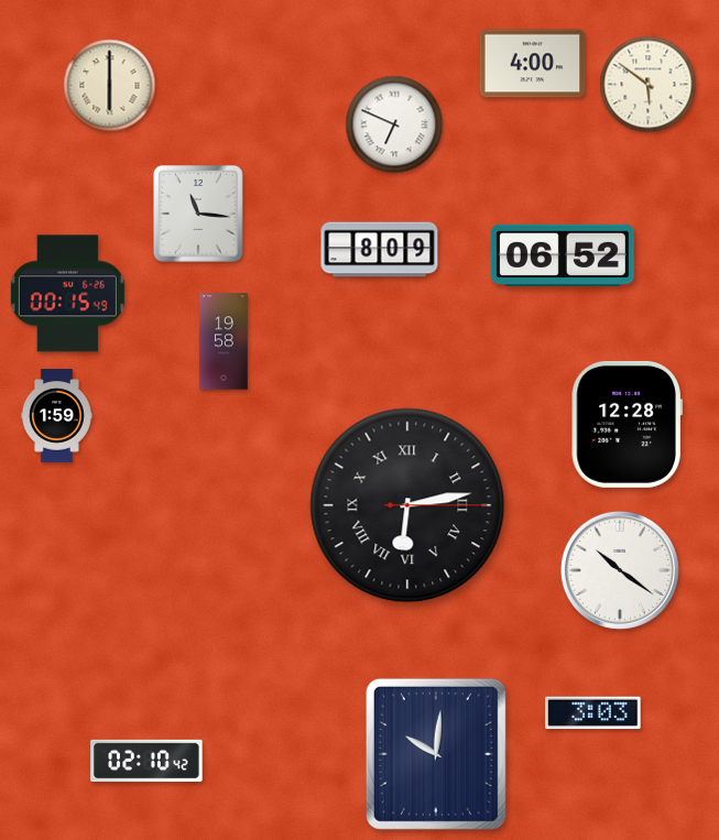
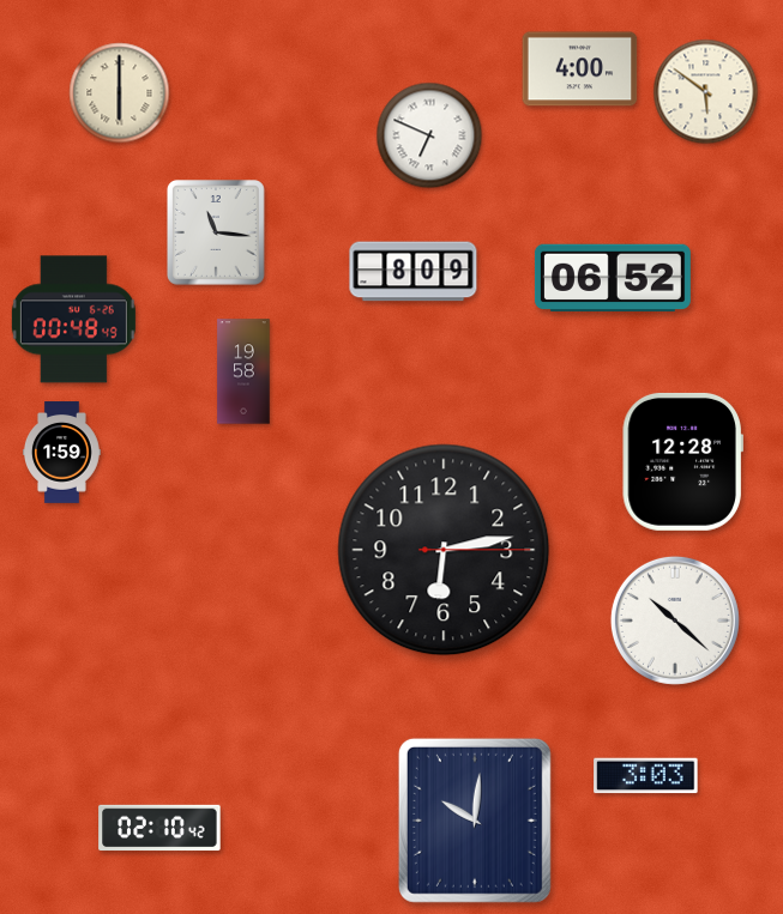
clock at (67, 294): 00:15 -> 00:48
clock at (407, 505) numerals: Roman -> Arabic
clock at (620, 570): 10:21 -> 10:22
